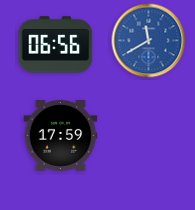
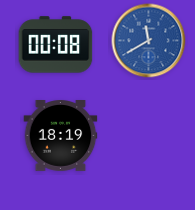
clock at (56, 45): 06:56 -> 00:08
clock at (61, 136): 17:59 -> 18:19
